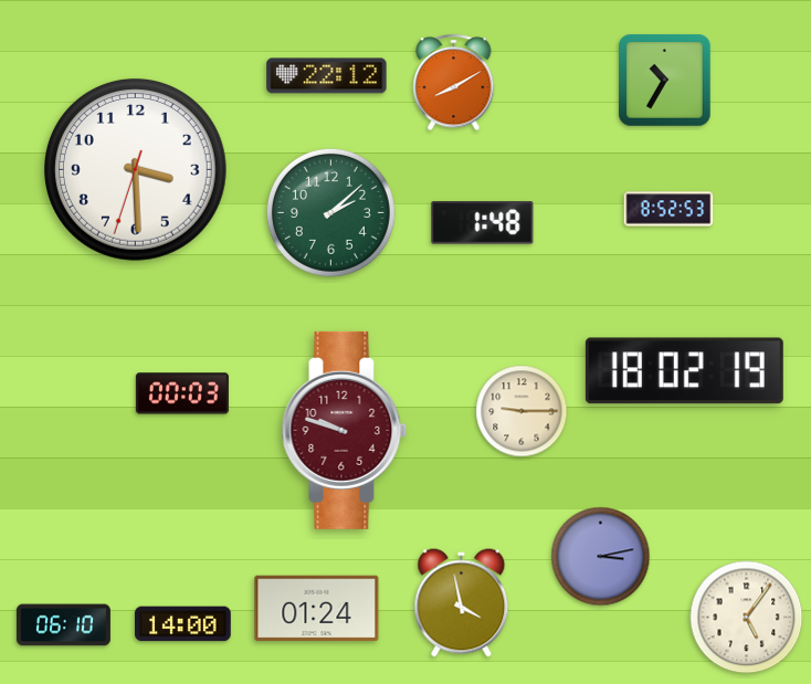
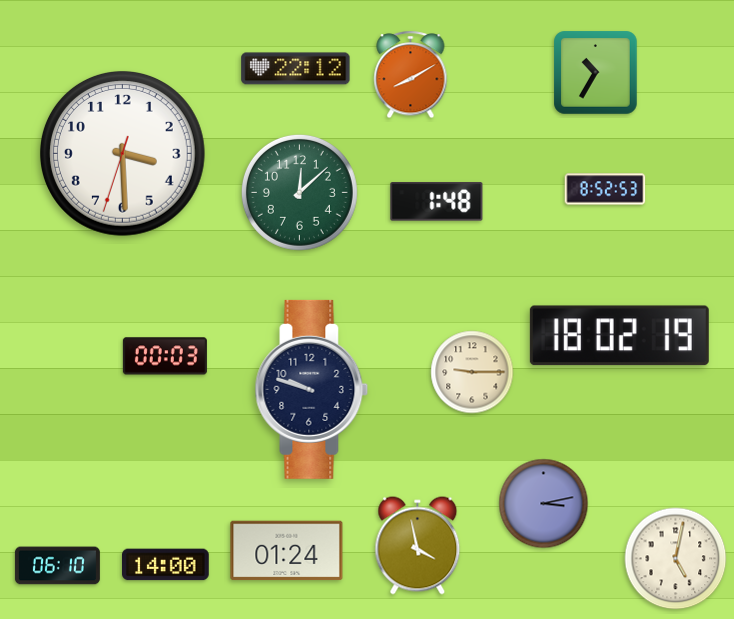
clock at (665, 81) position: (665, 81) -> (596, 73)
clock at (330, 212): 2:08 -> 12:08
clock at (345, 430) dial: burgundy -> navy
clock at (747, 618): 5:06 -> 5:02
